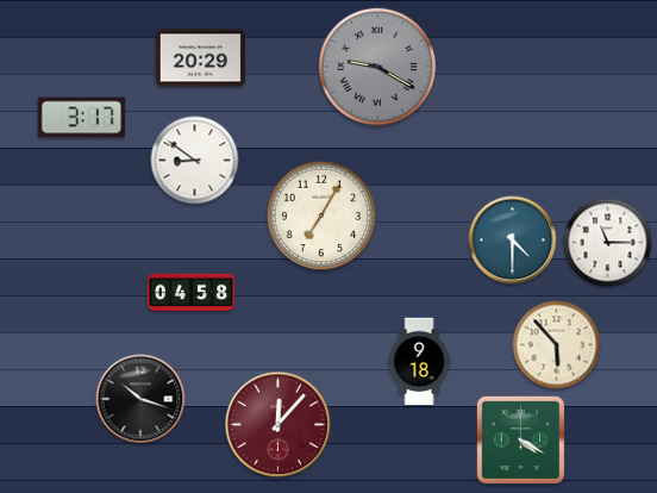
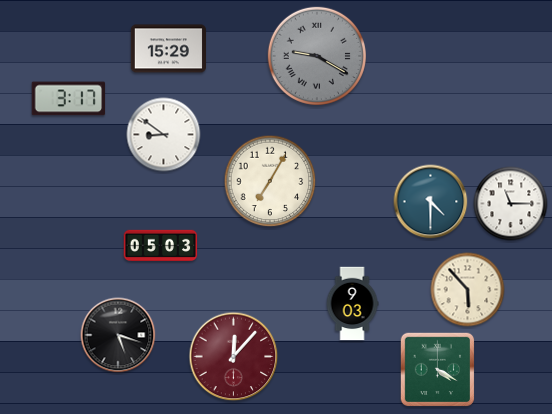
clock at (200, 58): 20:29 -> 15:29
clock at (192, 292): 04:58 -> 05:03
clock at (419, 362): 9:18 -> 9:03
clock at (140, 399): 10:18 -> 5:18
